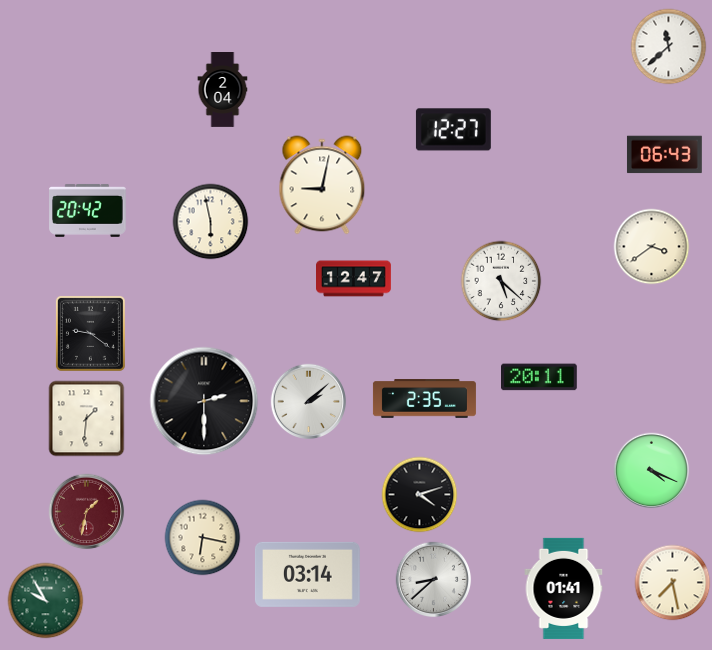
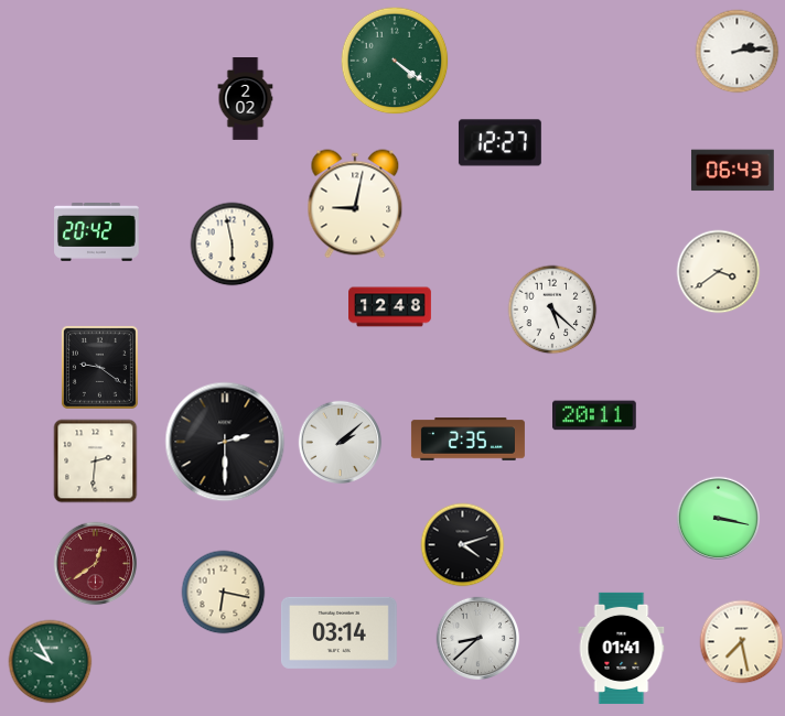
clock at (669, 47): 11:38 -> 2:14
clock at (395, 61): none -> 4:21
clock at (223, 90): 2:04 -> 2:02
clock at (354, 279): 12:47 -> 12:48
clock at (87, 419): 1:31 -> 2:31
clock at (652, 471): 4:19 -> 3:17
clock at (87, 512): 1:32 -> 12:39
